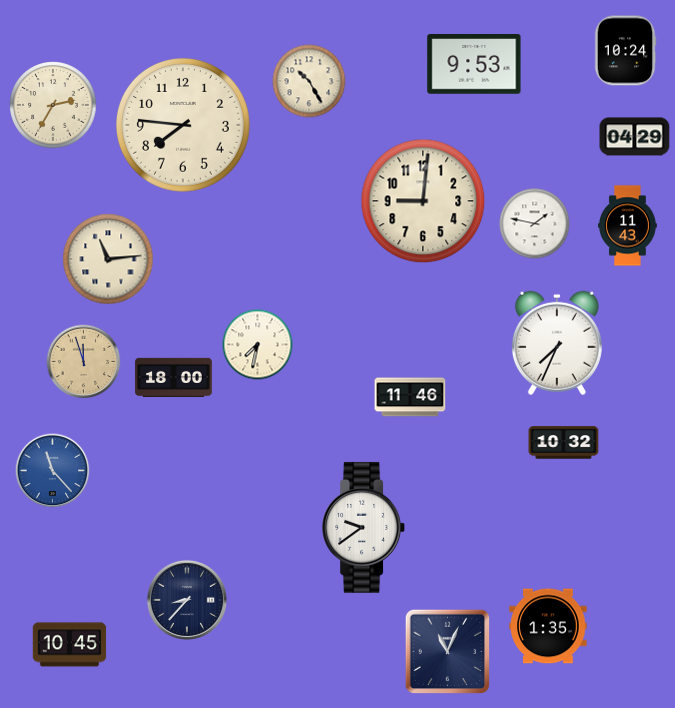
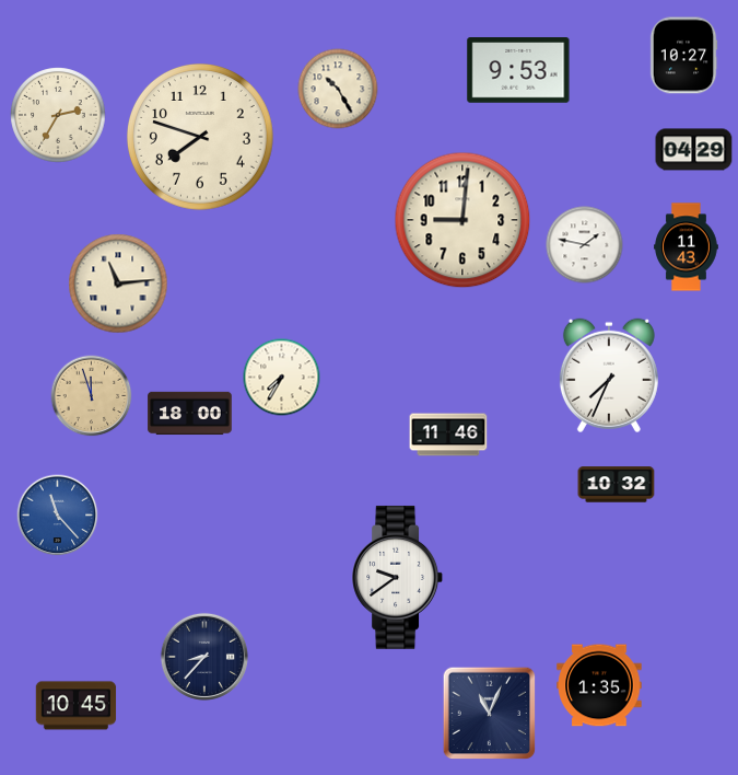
clock at (625, 51): 10:24 -> 10:27
clock at (183, 126): 7:46 -> 7:48
clock at (258, 345): 7:32 -> 7:35
